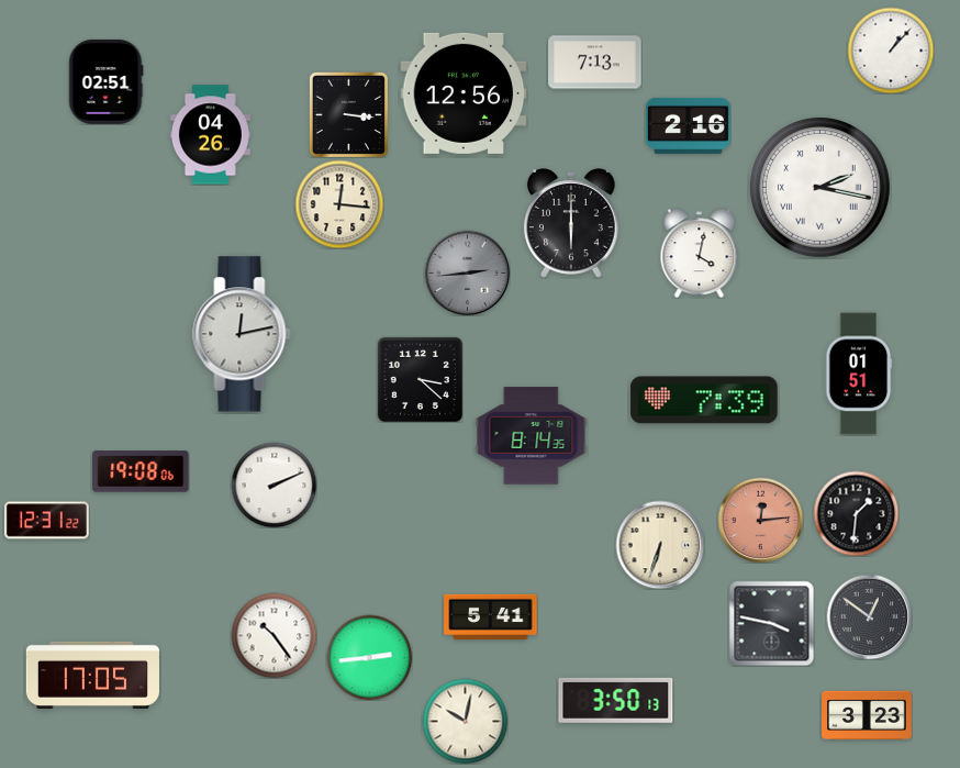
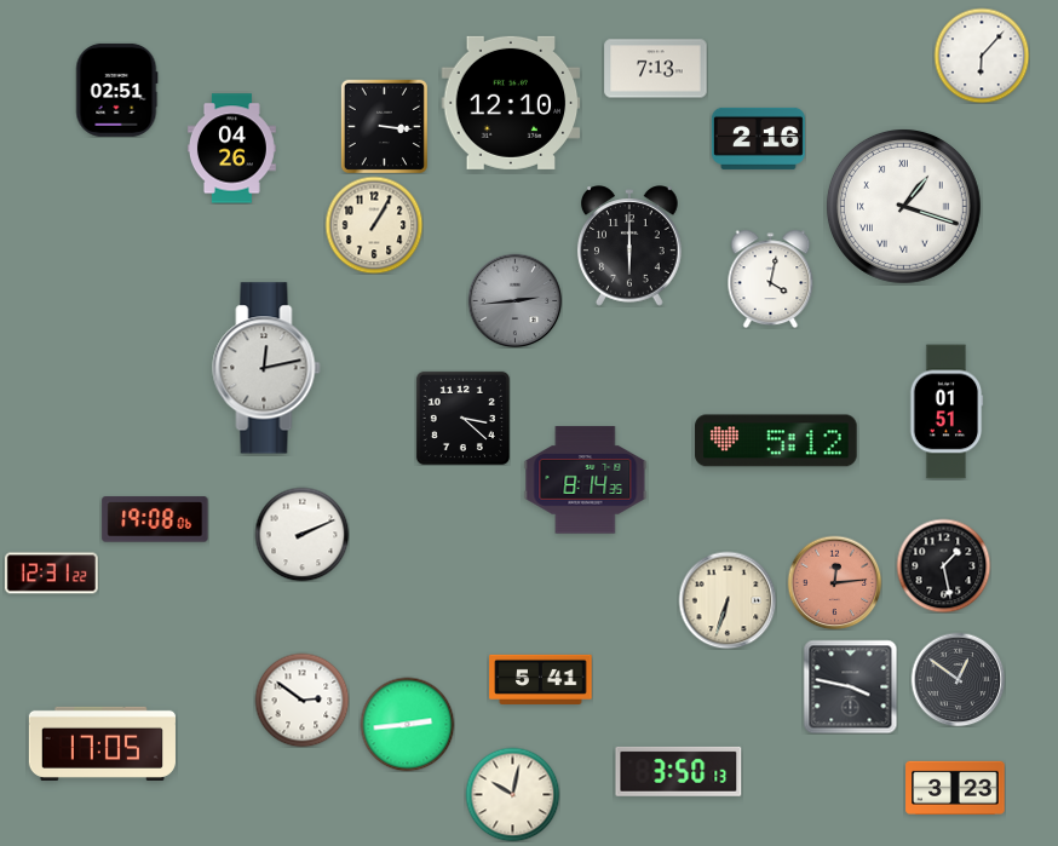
clock at (891, 51): 1:07 -> 6:07
clock at (464, 93): 12:56 -> 12:10
clock at (819, 187): 2:17 -> 1:18
clock at (339, 204): 12:16 -> 1:05
clock at (704, 400): 7:39 -> 5:12
clock at (856, 513): 1:31 -> 1:28
clock at (760, 520) position: (760, 520) -> (834, 582)
clock at (274, 635): 10:24 -> 2:51
